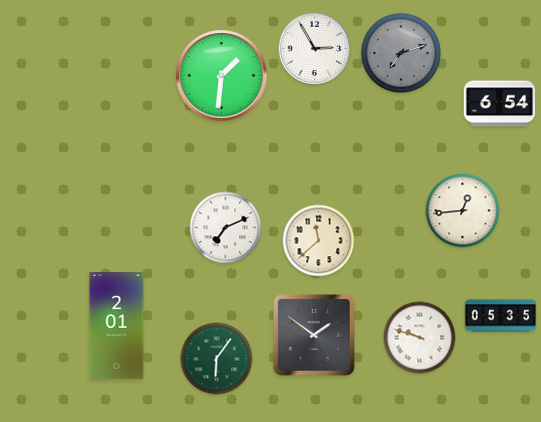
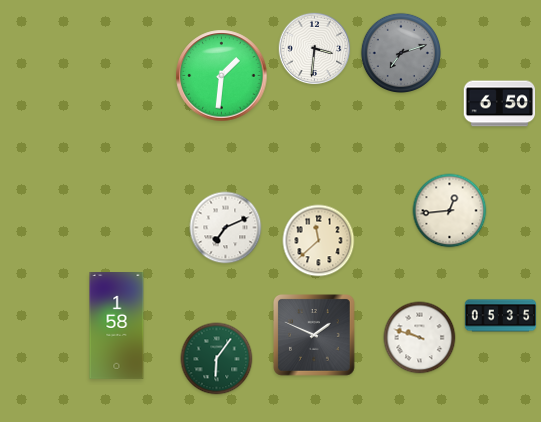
clock at (315, 49): 2:55 -> 3:31
clock at (500, 104): 6:54 -> 6:50
clock at (463, 211) position: (463, 211) -> (450, 211)
clock at (117, 326): 2:01 -> 1:58
clock at (315, 336): 1:51 -> 1:49
